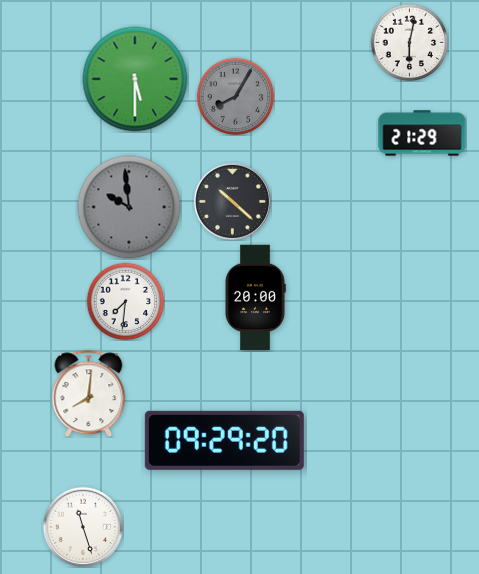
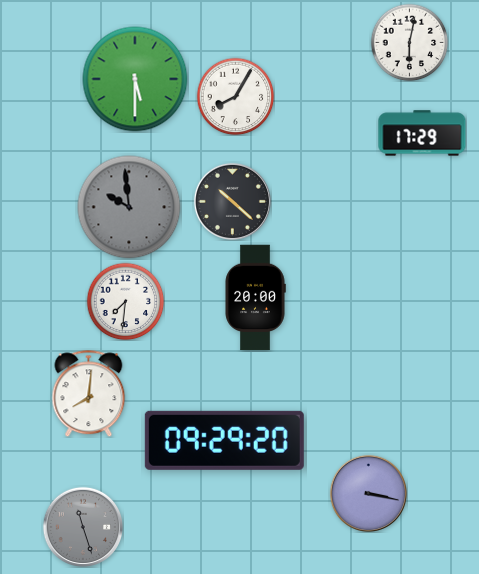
clock at (235, 96) dial: grey -> white
clock at (422, 133): 21:29 -> 17:29
clock at (368, 493): none -> 3:17
clock at (82, 526) dial: white -> grey
